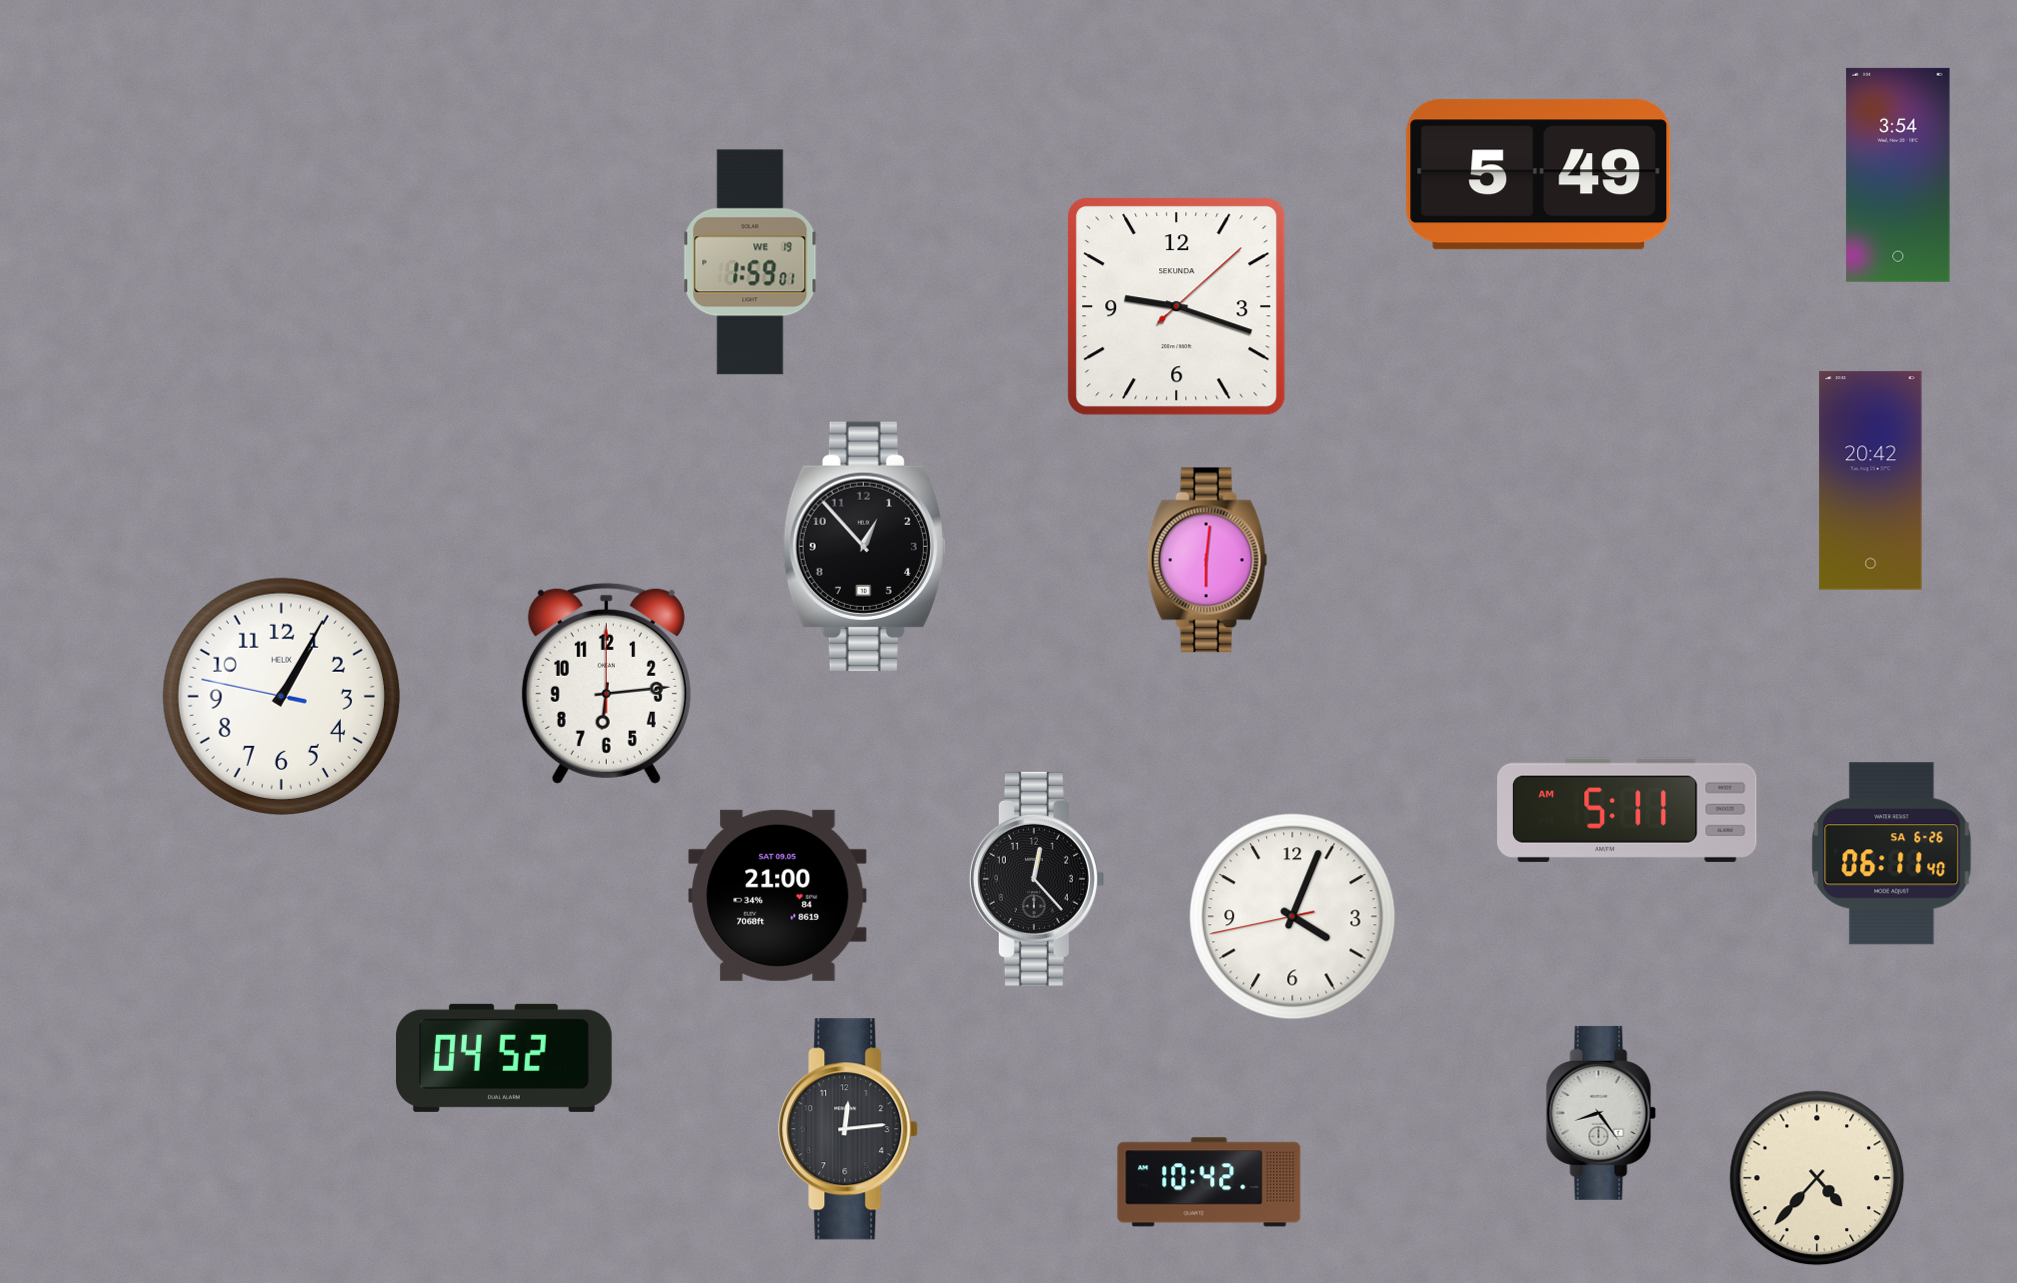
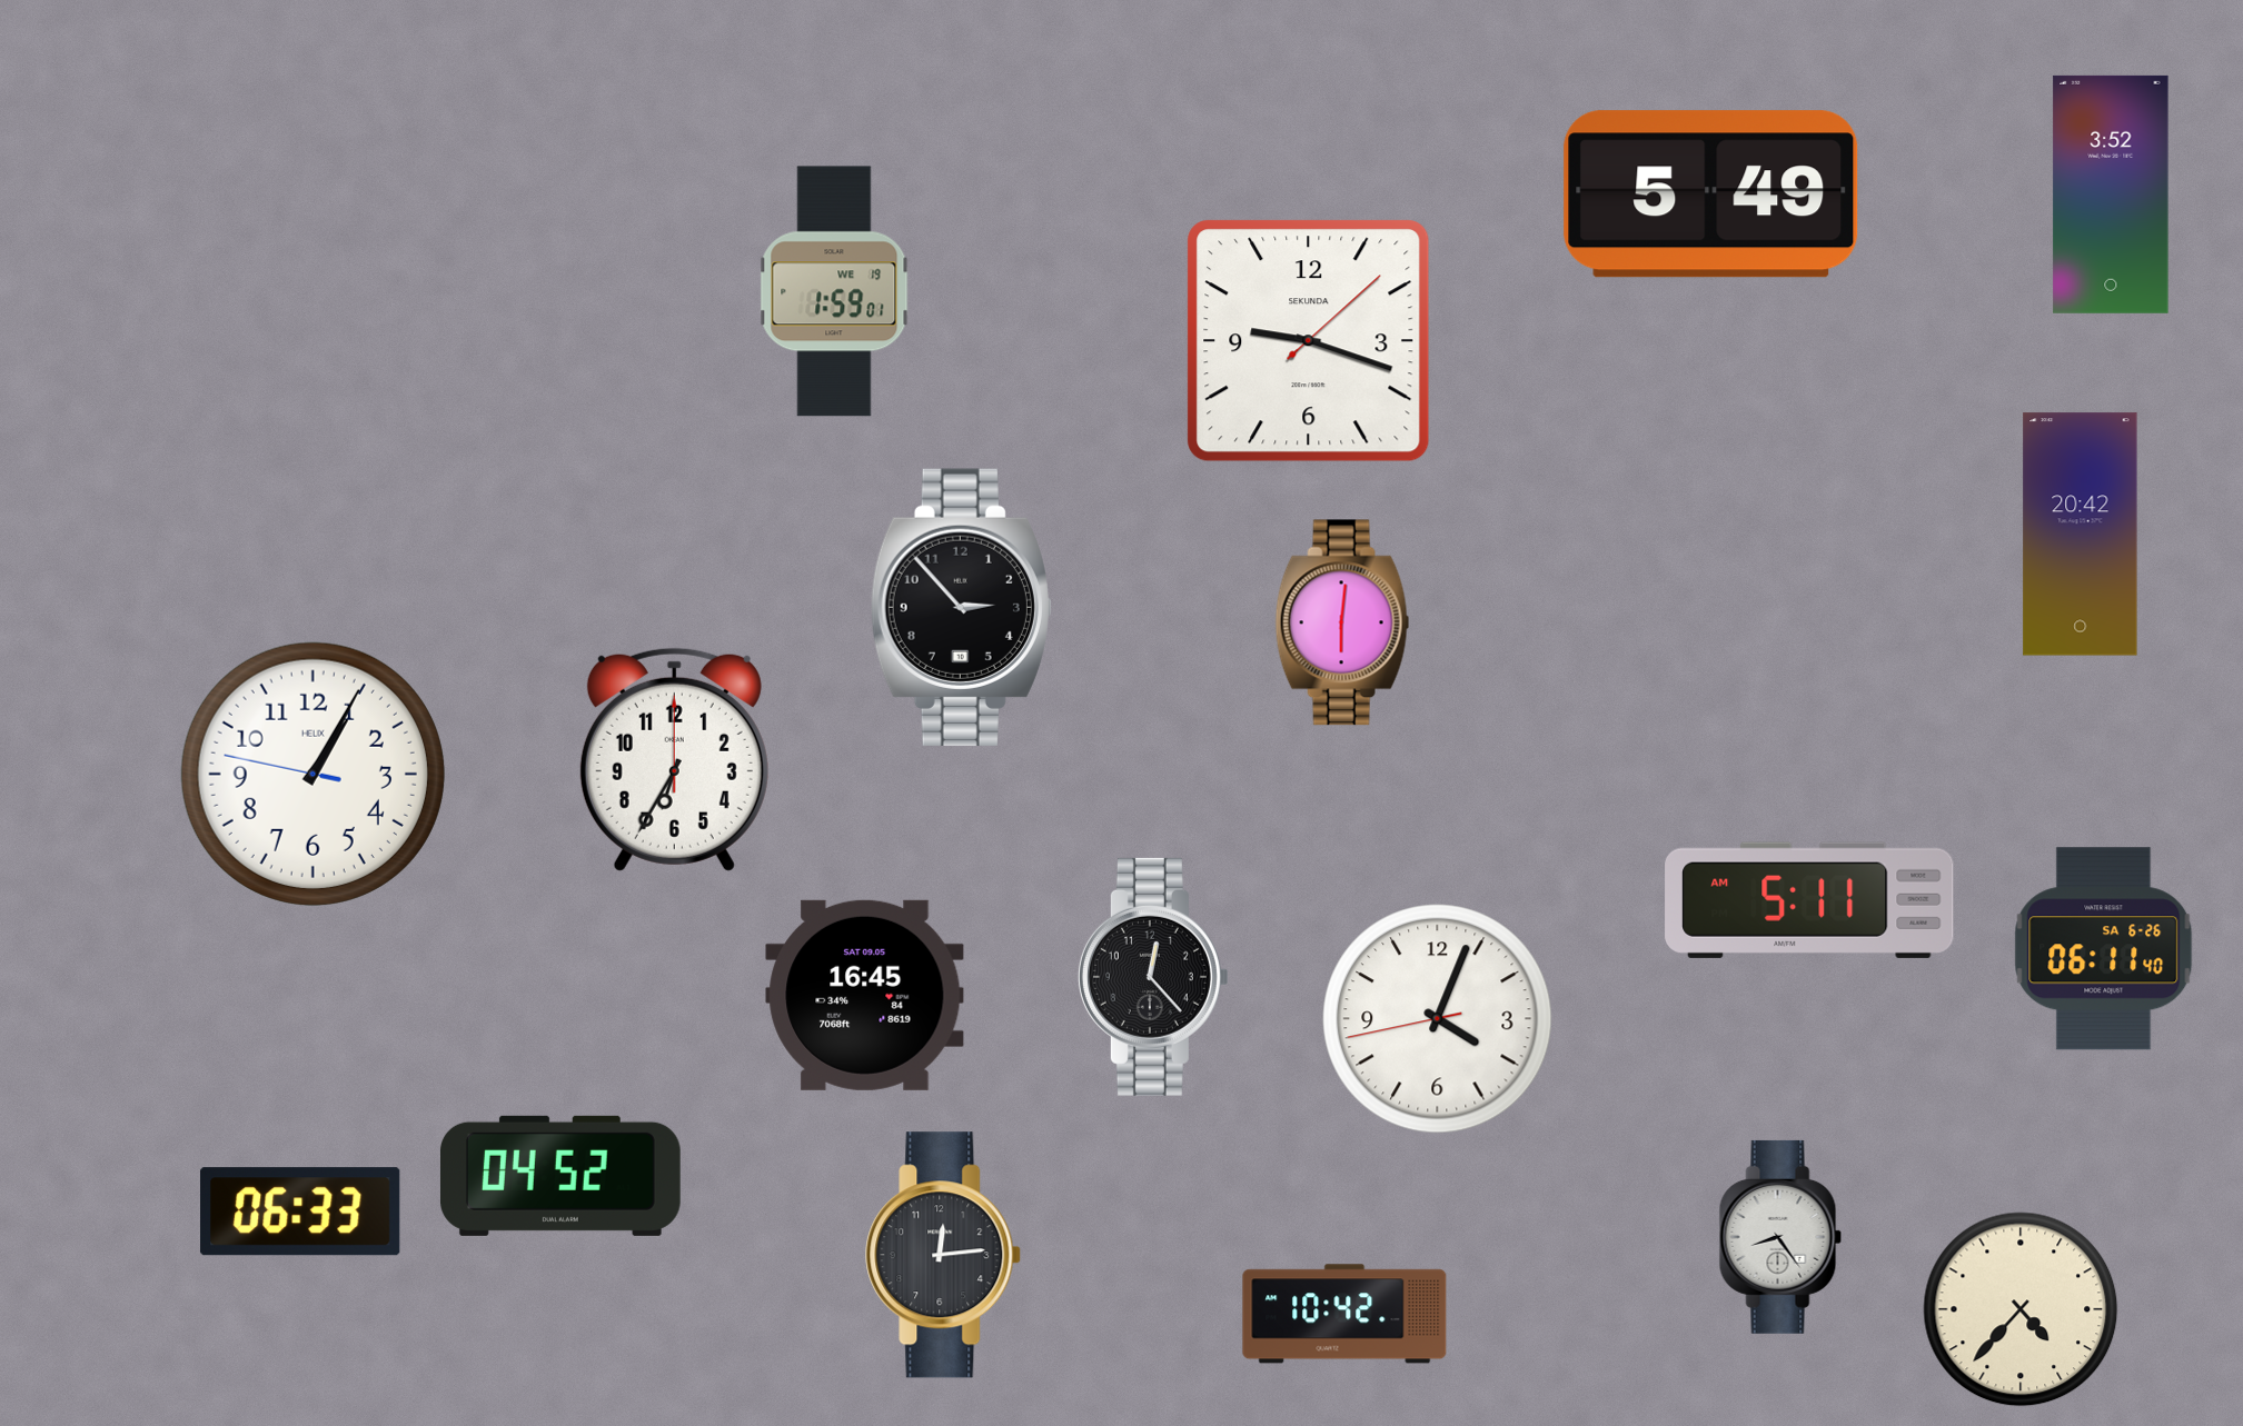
clock at (1898, 175): 3:54 -> 3:52
clock at (864, 546): 12:53 -> 2:53
clock at (606, 683): 6:14 -> 6:35
clock at (778, 895): 21:00 -> 16:45
clock at (300, 1211): none -> 06:33
